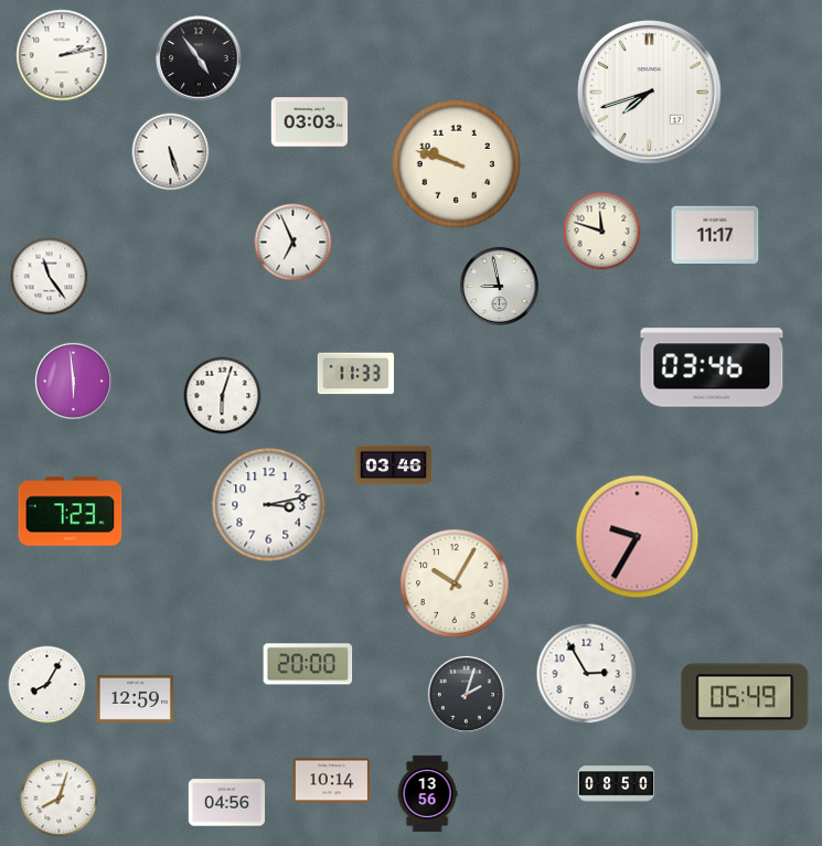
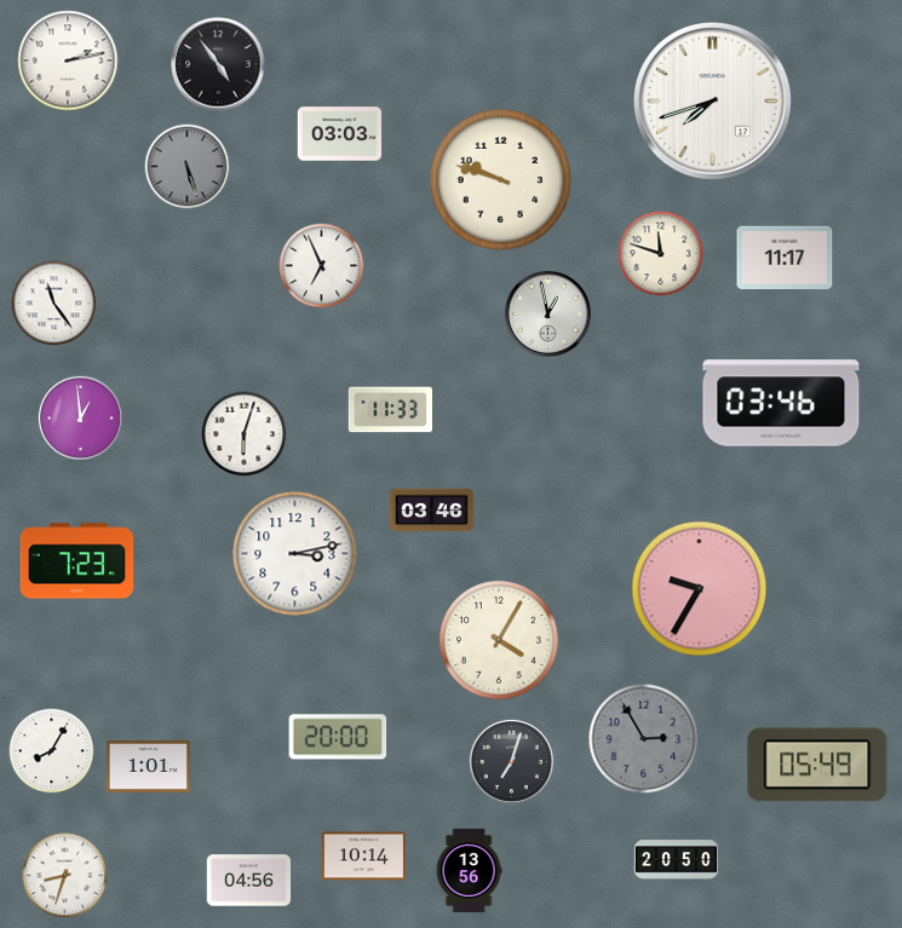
clock at (171, 152) dial: white -> grey
clock at (499, 286): 8:58 -> 12:58
clock at (73, 381): 5:59 -> 12:59
clock at (455, 583): 10:05 -> 4:05
clock at (308, 664) position: (308, 664) -> (338, 737)
clock at (587, 674) dial: white -> grey
clock at (466, 694): 2:03 -> 7:03
clock at (136, 698): 12:59 -> 1:01
clock at (617, 784): 08:50 -> 20:50
clock at (60, 799): 8:03 -> 8:33
